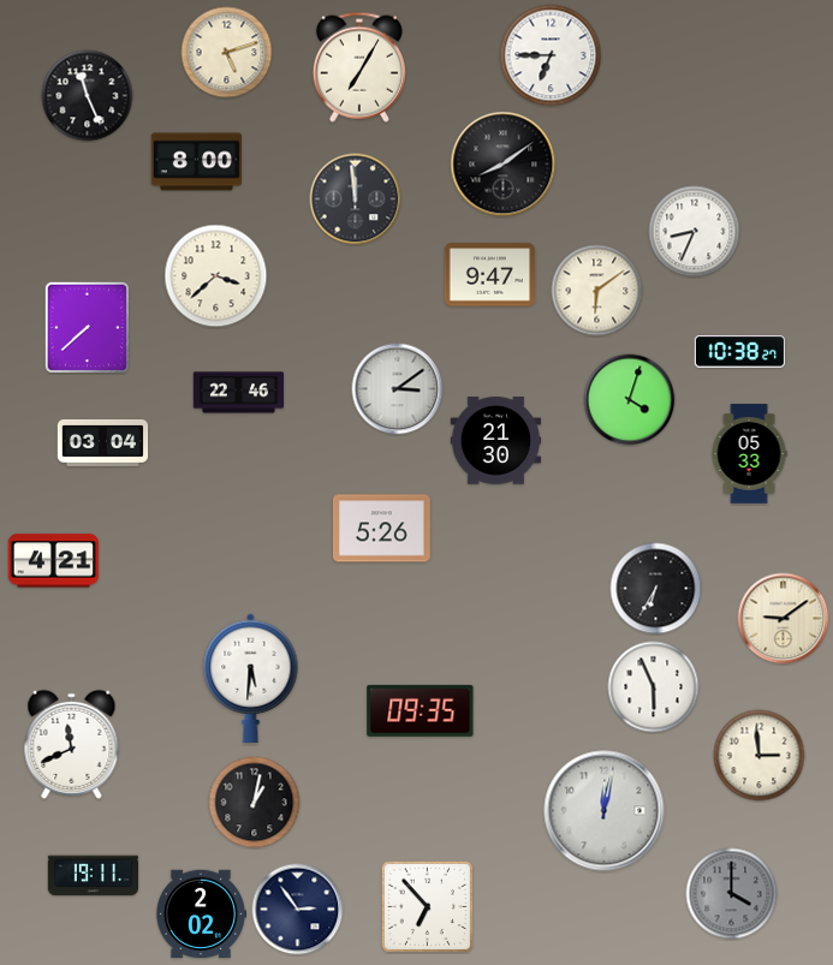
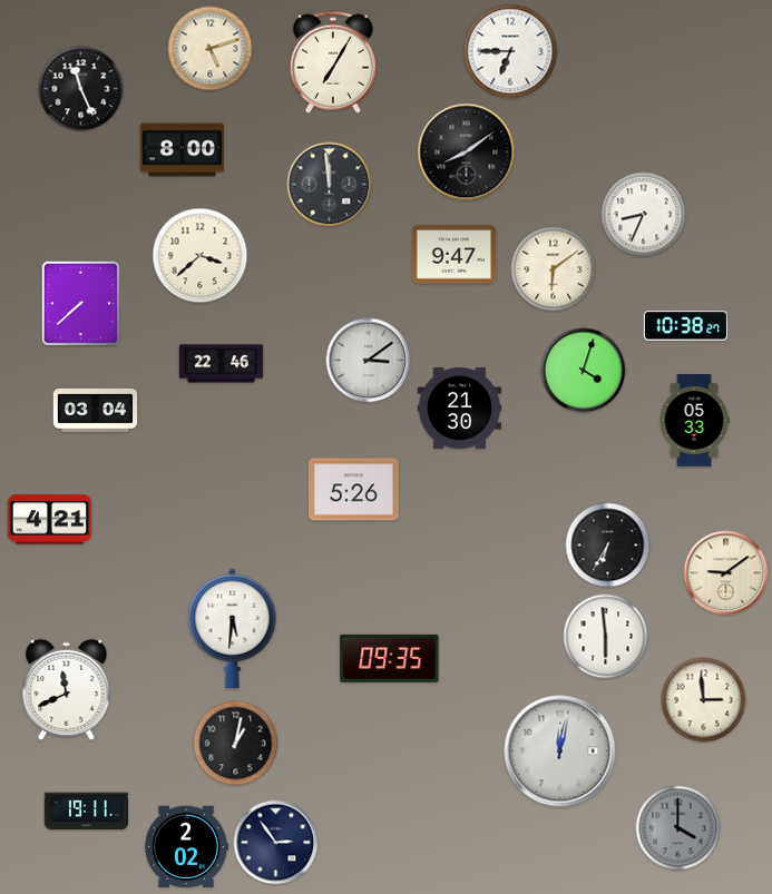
clock at (654, 687): 5:56 -> 5:59
clock at (428, 907): 6:53 -> none
